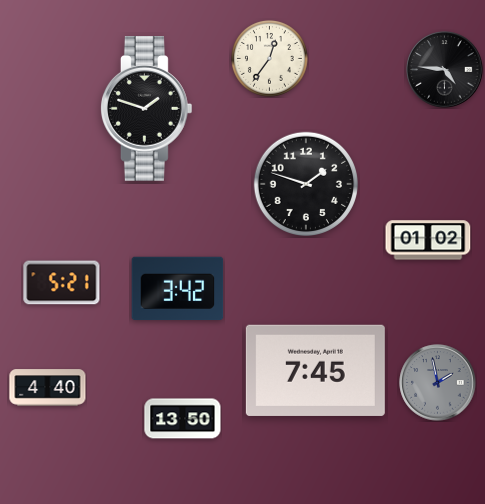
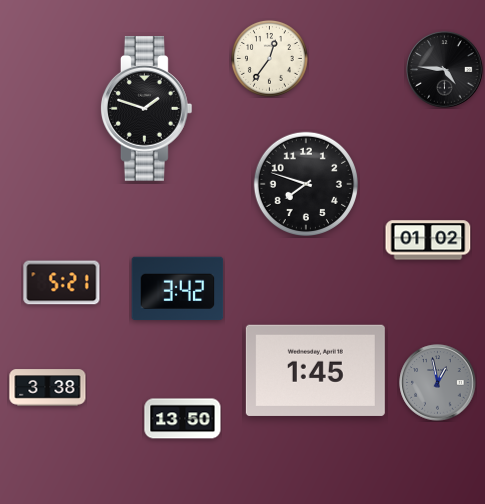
clock at (305, 183): 1:48 -> 7:48
clock at (315, 370): 7:45 -> 1:45
clock at (438, 383): 1:58 -> 12:58
clock at (48, 388): 4:40 -> 3:38
